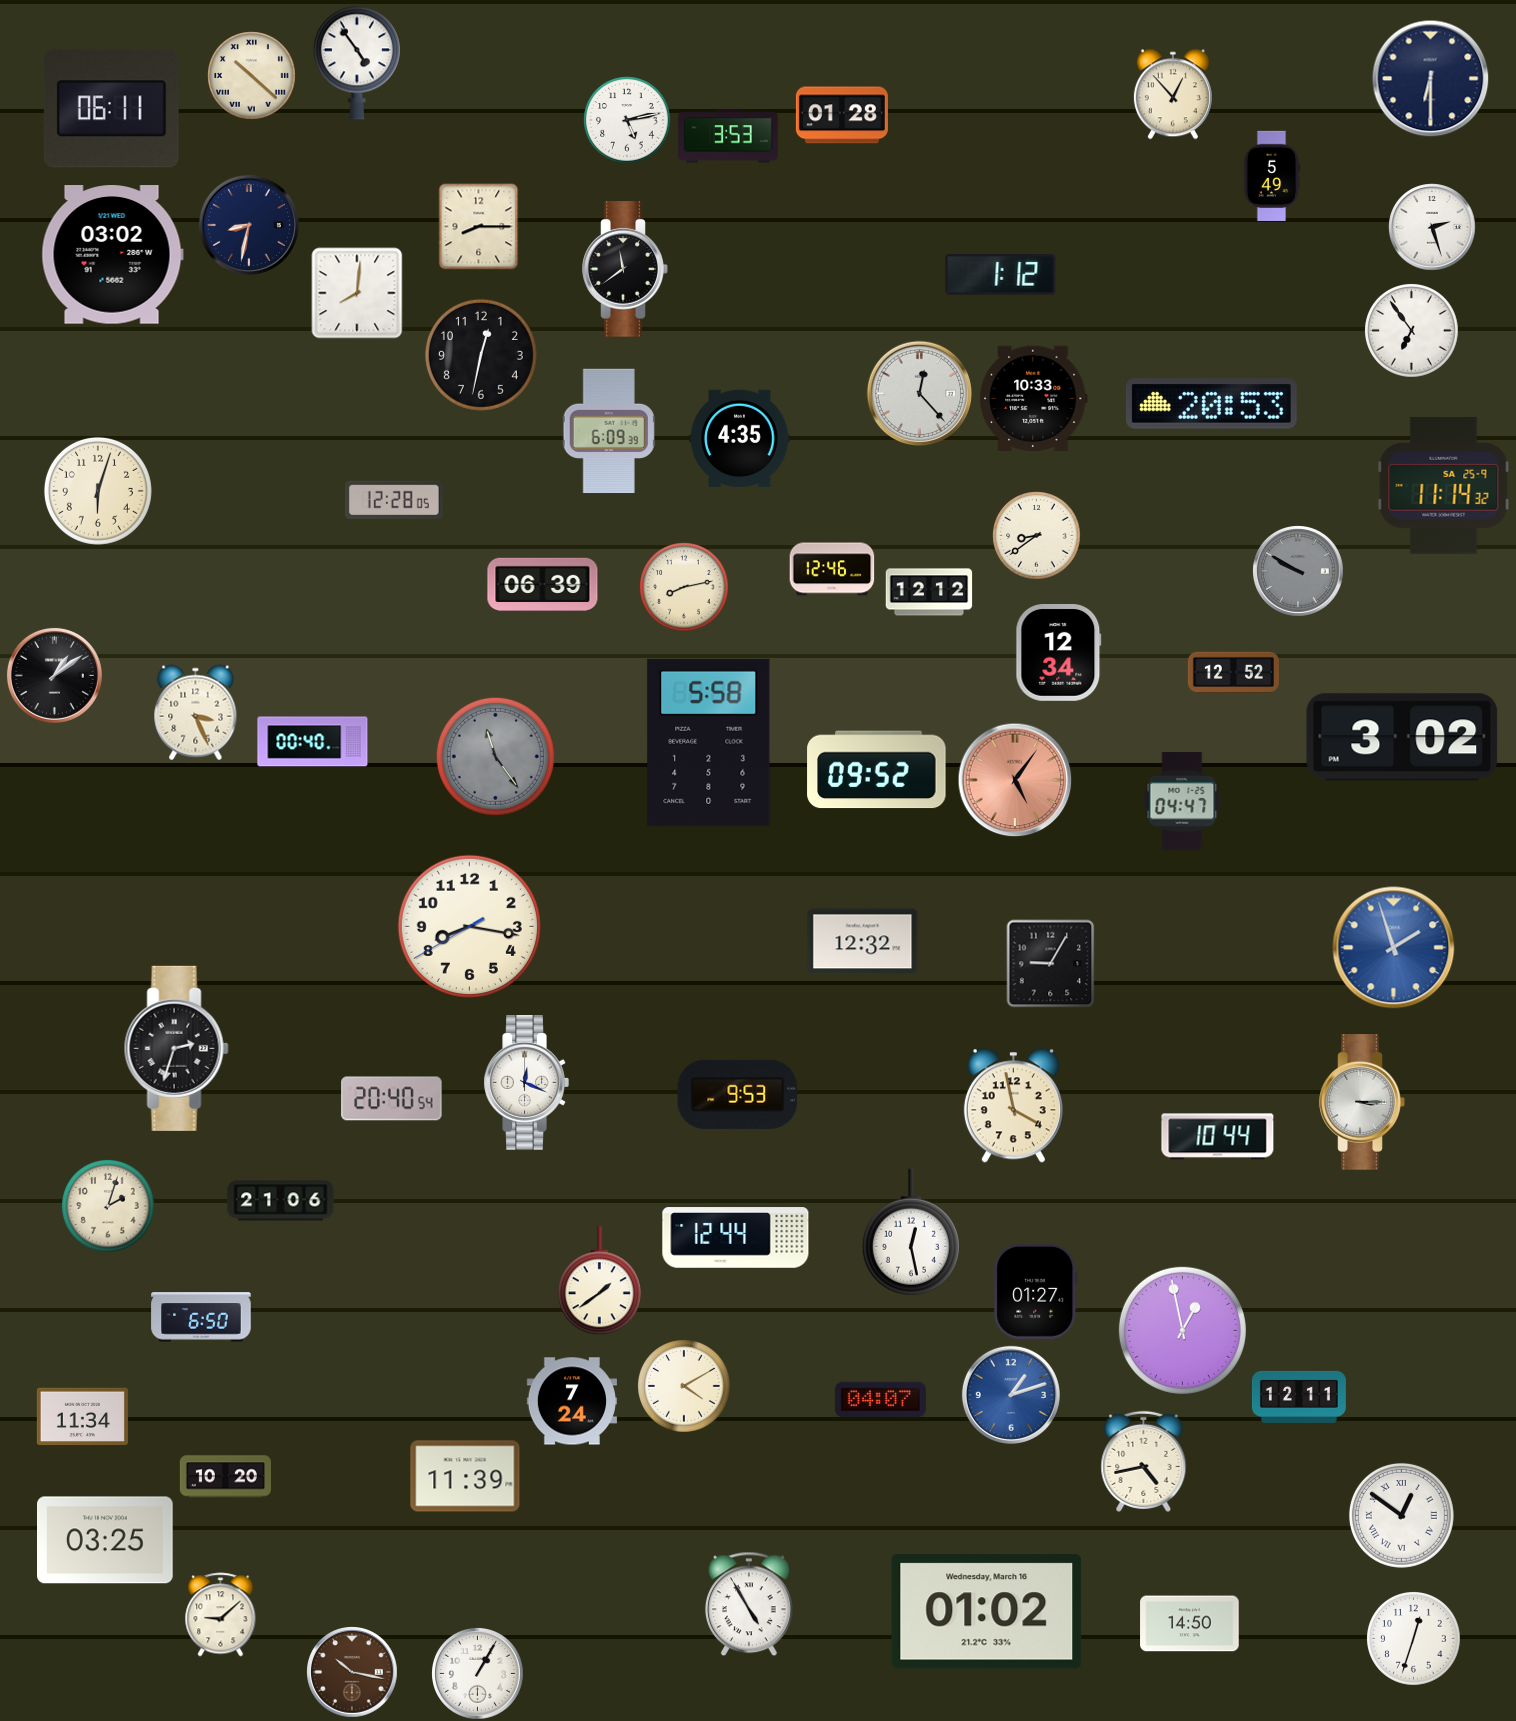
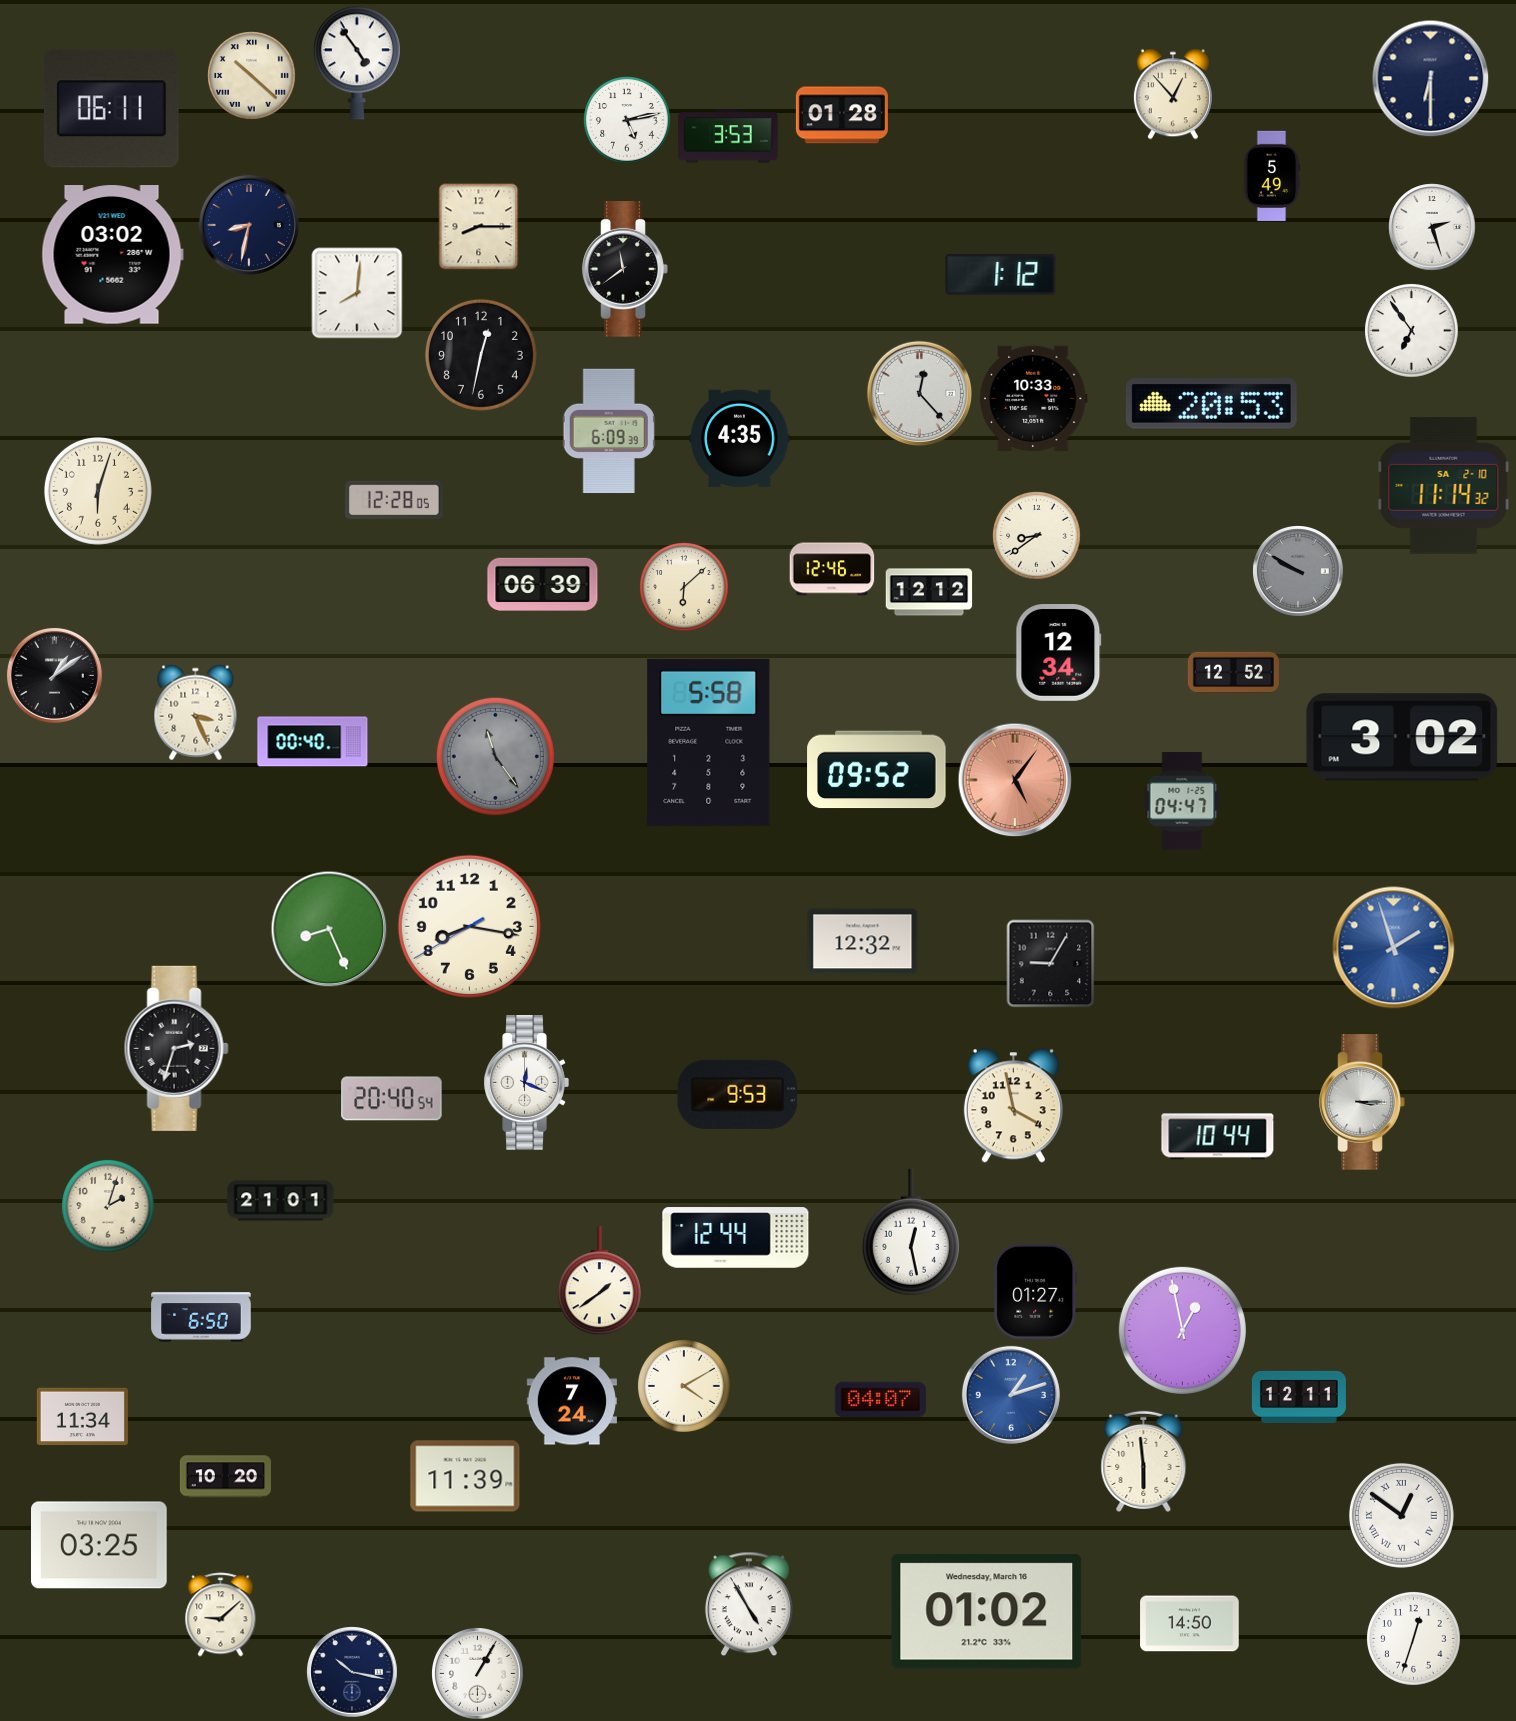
clock at (1444, 486) date: SA 25-9 -> SA 2-10
clock at (684, 587): 8:13 -> 6:08
clock at (329, 929): none -> 8:26
clock at (281, 1201): 21:06 -> 21:01
clock at (1144, 1461): 4:43 -> 5:59
clock at (106, 1540) position: (106, 1540) -> (100, 1545)
clock at (353, 1673) dial: brown -> navy
